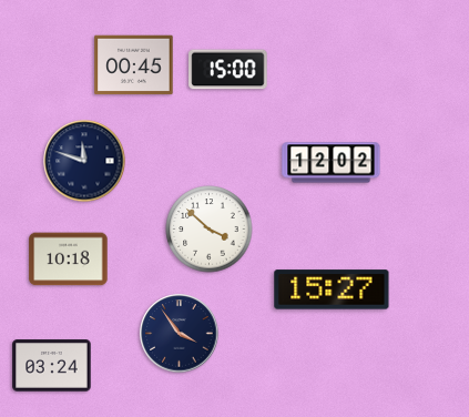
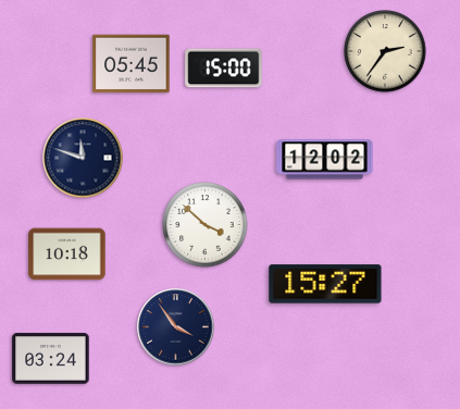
clock at (385, 51): none -> 2:36
clock at (134, 65): 00:45 -> 05:45
